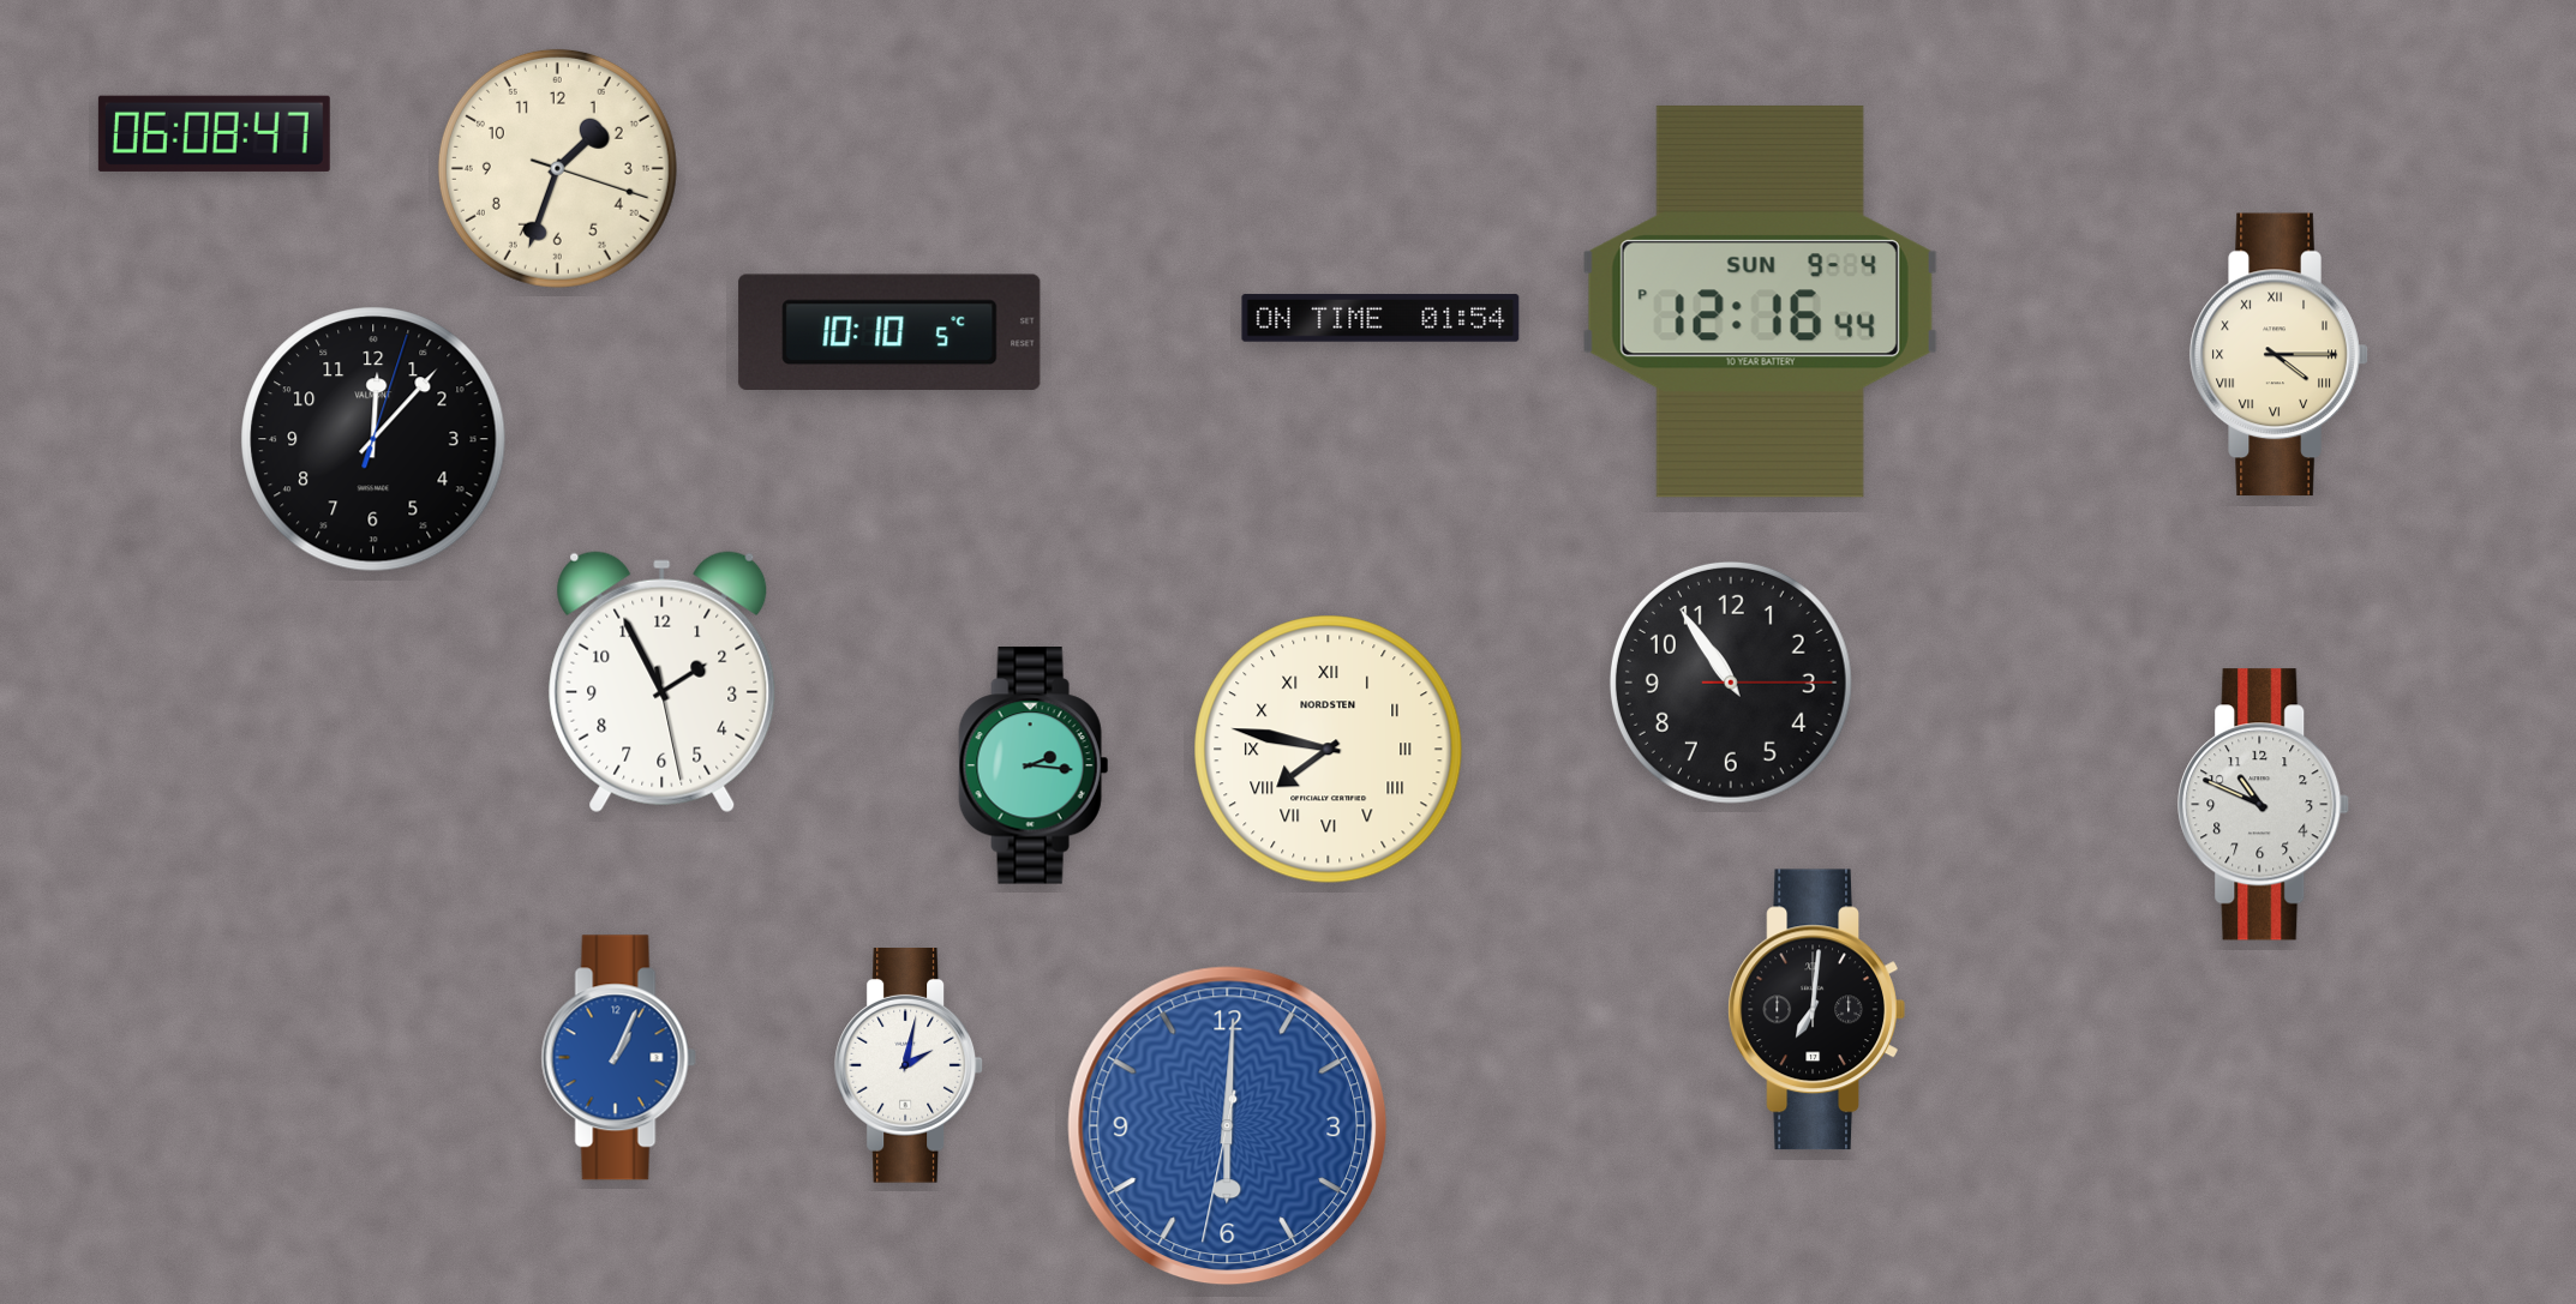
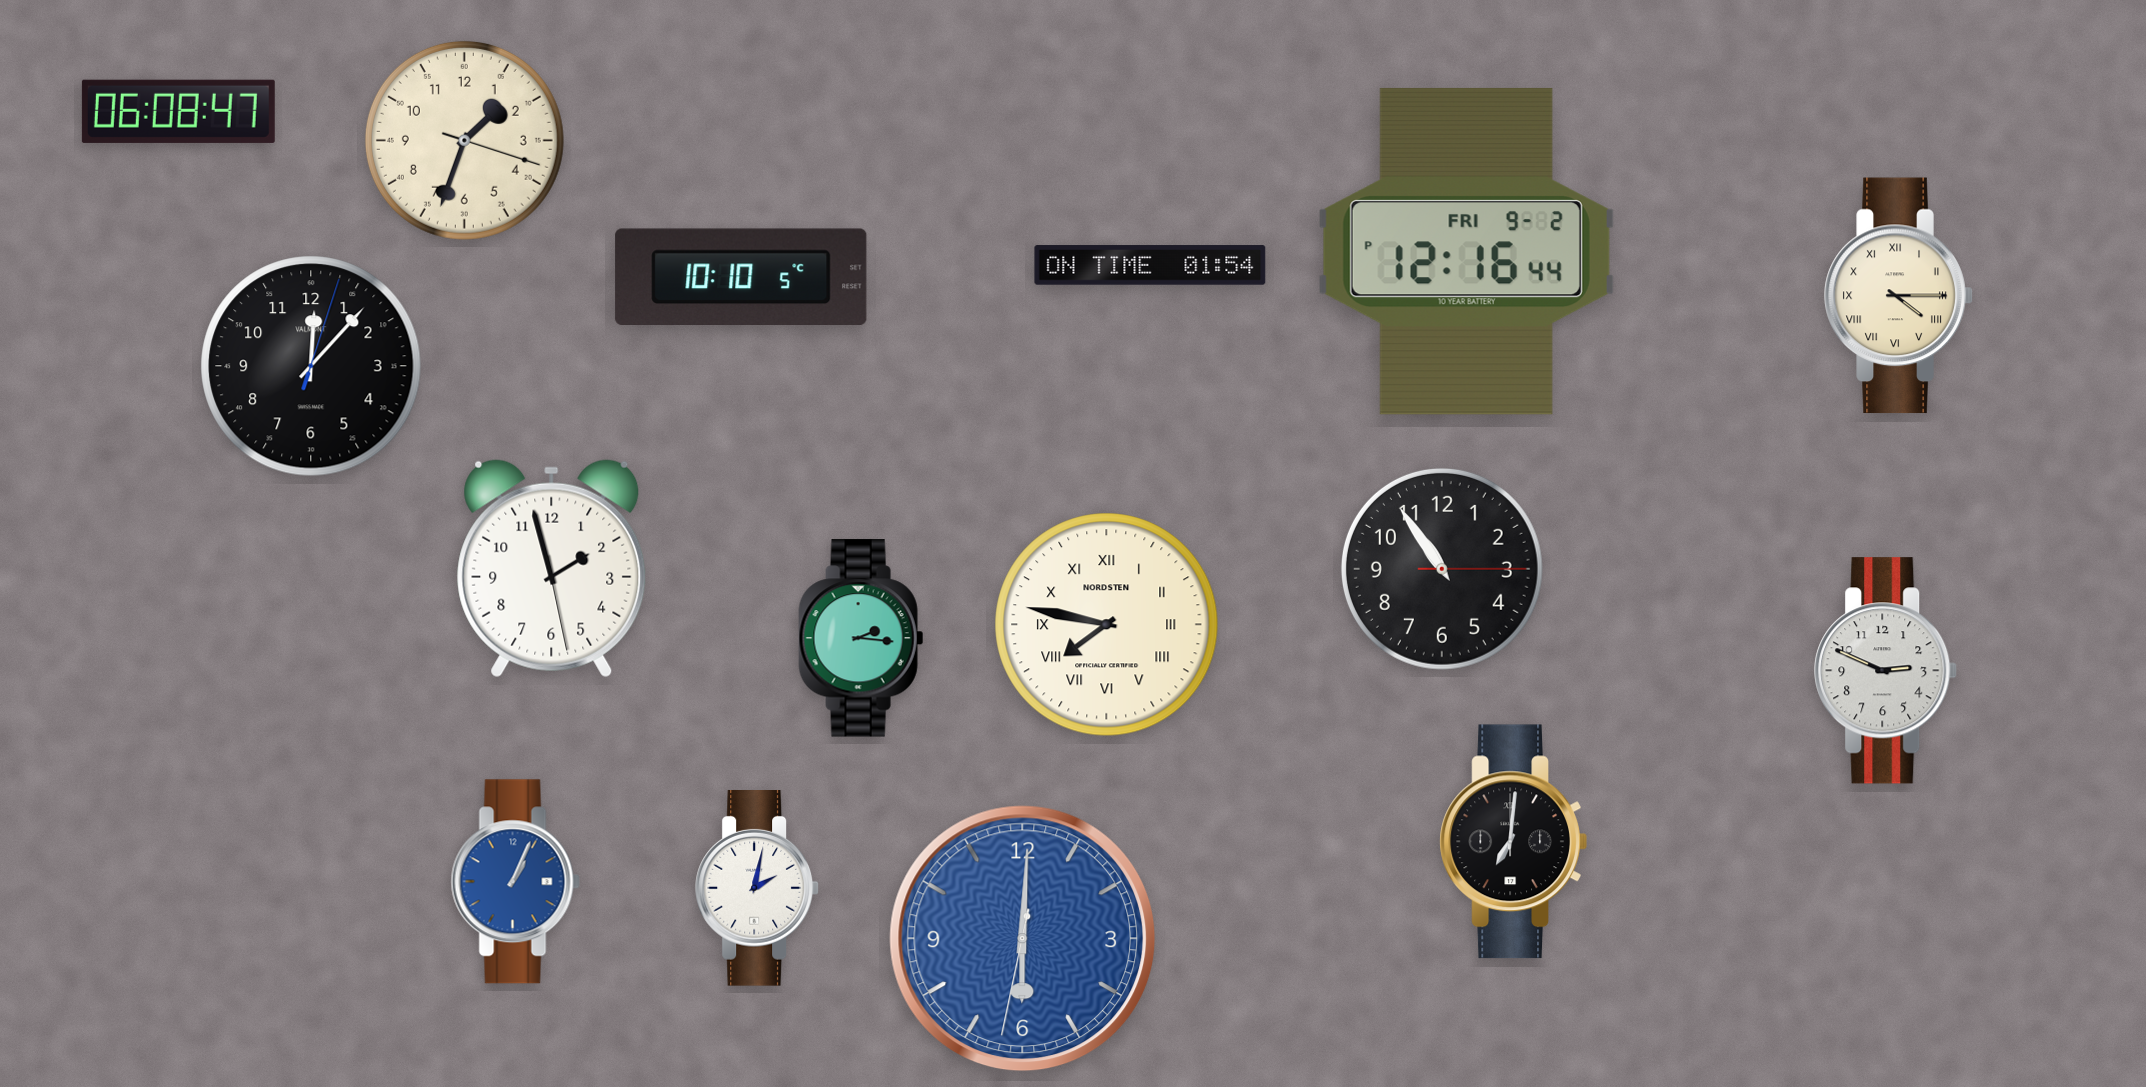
clock at (1760, 301) date: SUN 9-4 -> FRI 9-2
clock at (663, 683): 1:55 -> 1:57
clock at (2264, 805): 10:49 -> 2:49
